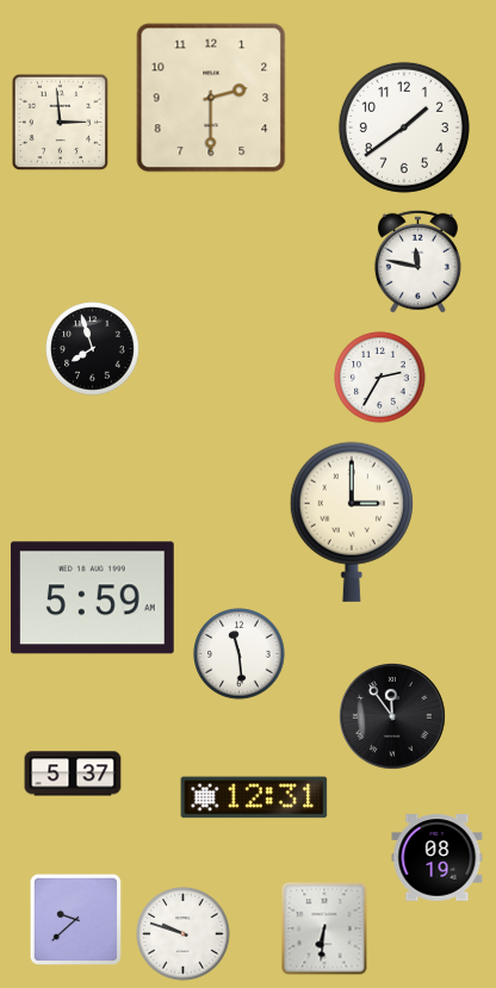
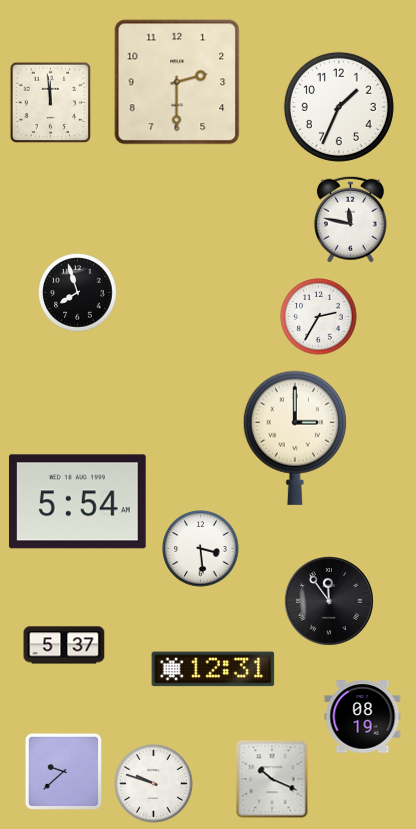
clock at (60, 122): 2:59 -> 11:59
clock at (404, 128): 1:39 -> 1:34
clock at (92, 598): 5:59 -> 5:54
clock at (240, 654): 11:29 -> 3:29
clock at (73, 773) position: (73, 773) -> (64, 645)
clock at (438, 858) position: (438, 858) -> (363, 717)
clock at (324, 928): 6:31 -> 10:19
